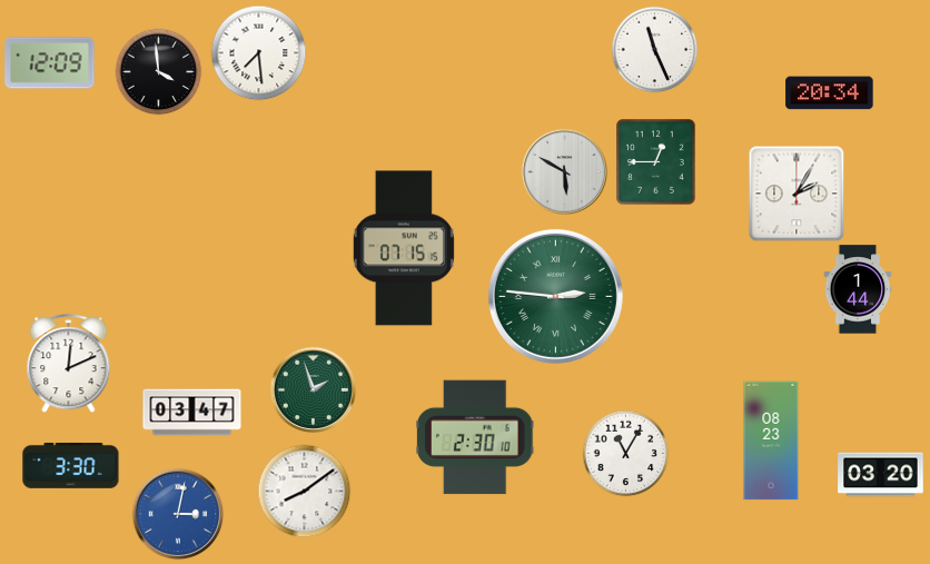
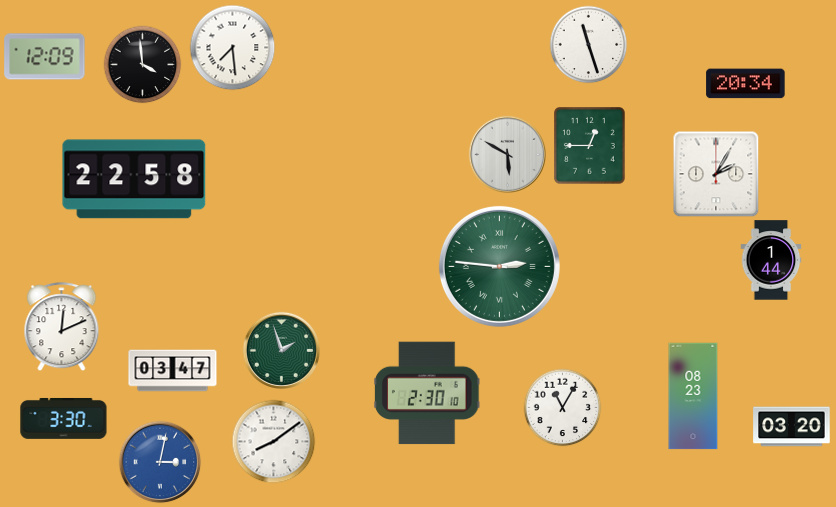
clock at (654, 49): 11:26 -> 11:27
clock at (134, 179): none -> 22:58
clock at (404, 248): 07:15 -> none
